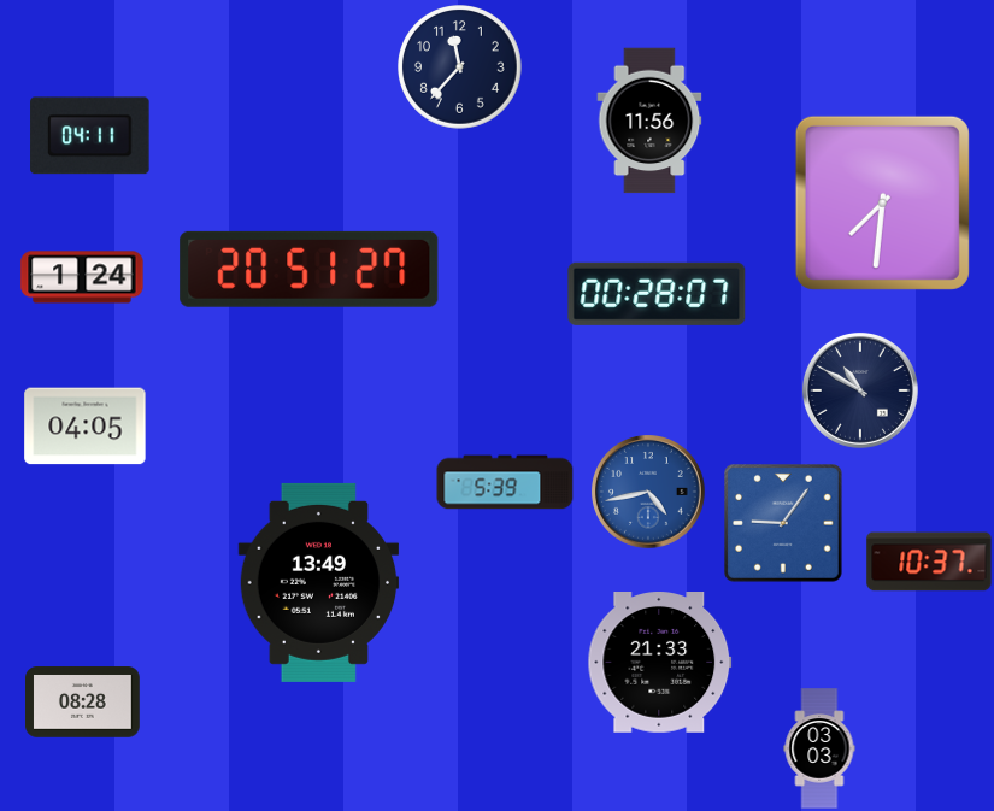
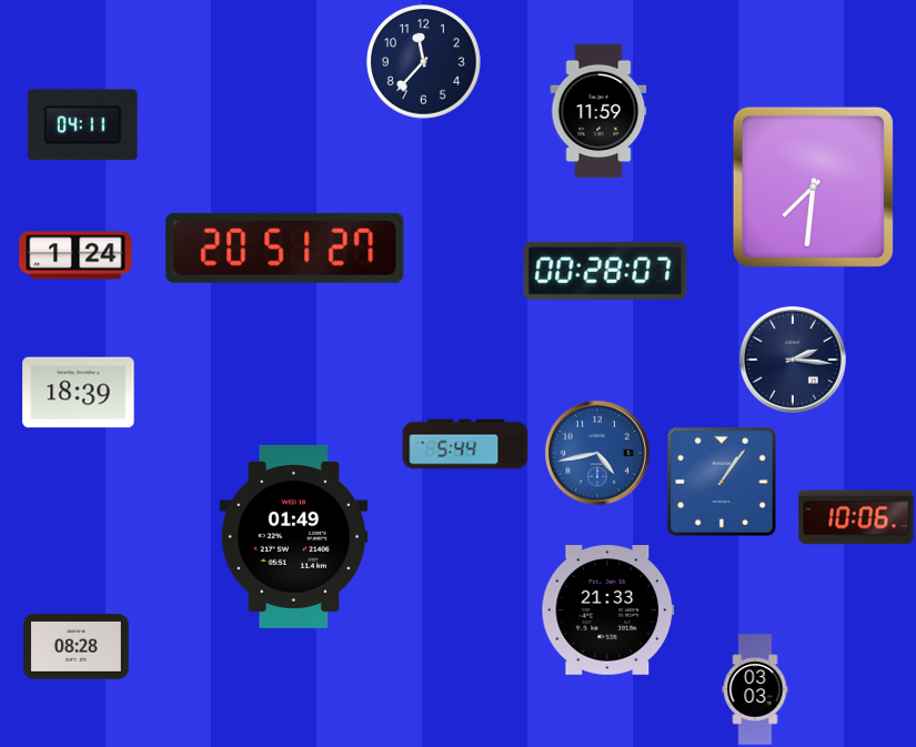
clock at (649, 121): 11:56 -> 11:59
clock at (860, 390): 10:50 -> 2:16
clock at (86, 427): 04:05 -> 18:39
clock at (505, 482): 5:39 -> 5:44
clock at (784, 524): 9:06 -> 1:06
clock at (929, 562): 10:37 -> 10:06
clock at (319, 582): 13:49 -> 01:49
